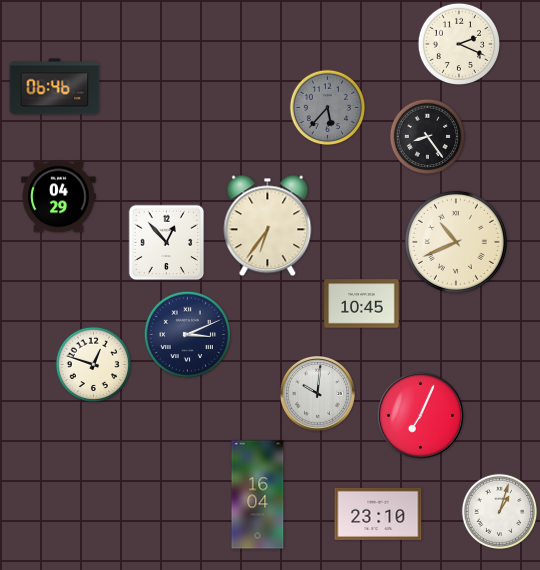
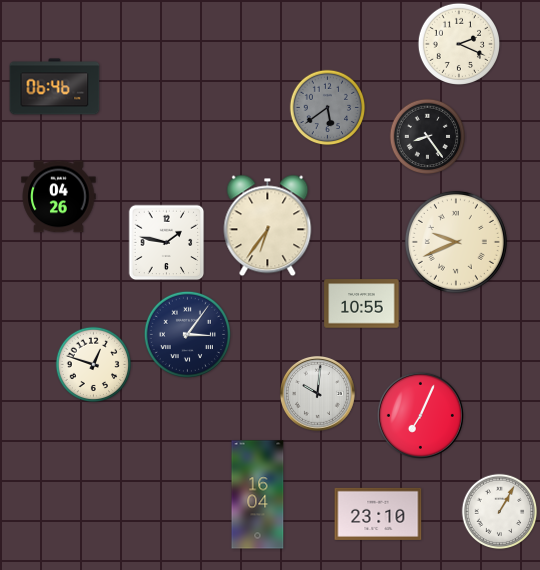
clock at (328, 108): 5:37 -> 5:39
clock at (59, 197): 04:29 -> 04:26
clock at (456, 242): 10:41 -> 9:41
clock at (167, 243): 12:53 -> 1:47
clock at (362, 304): 10:45 -> 10:55
clock at (187, 334): 3:11 -> 3:06
clock at (500, 512): 1:03 -> 1:05
